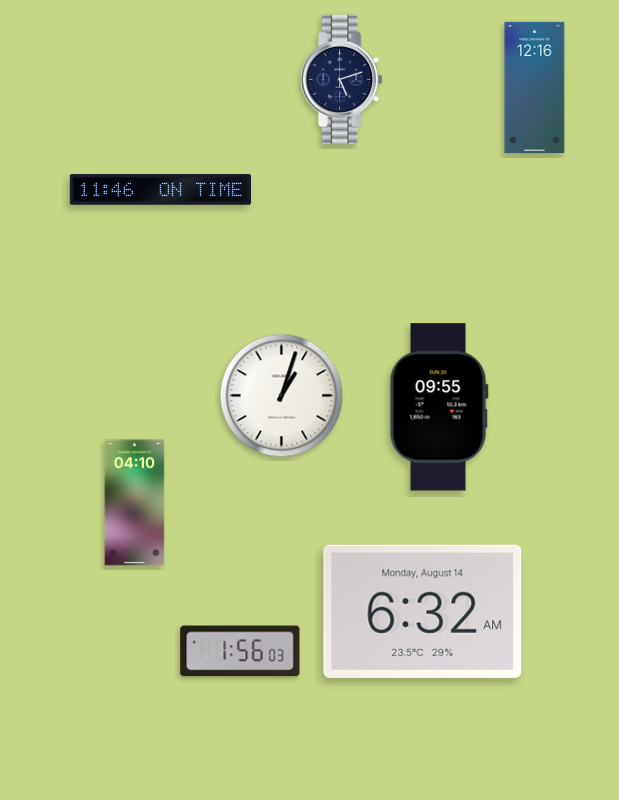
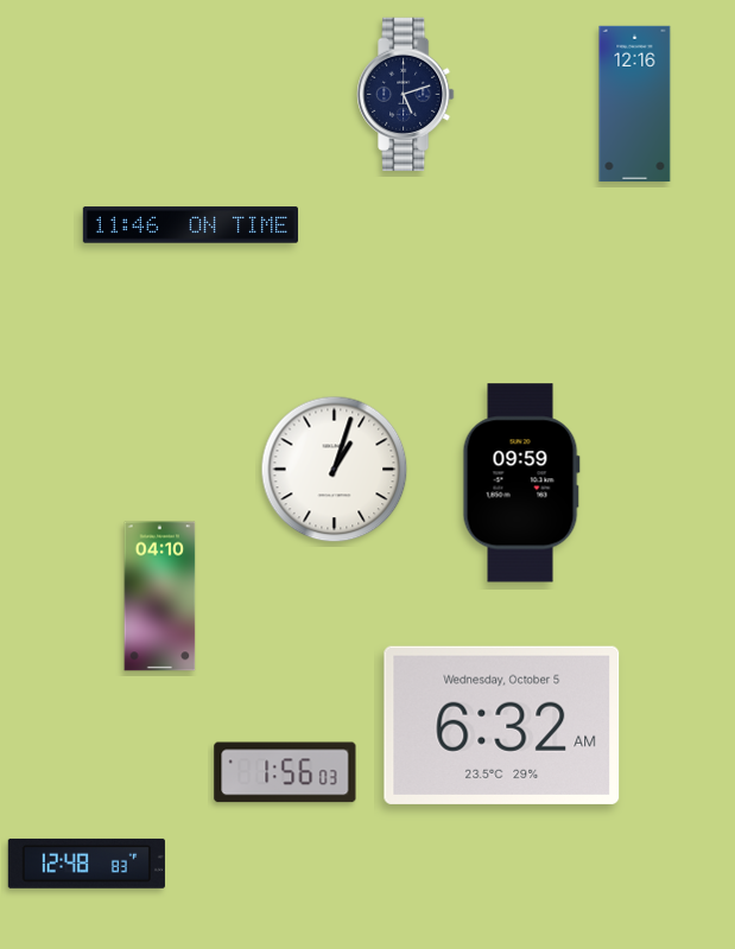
clock at (439, 407): 09:55 -> 09:59
clock at (423, 611) date: Monday, August 14 -> Wednesday, October 5
clock at (87, 864): none -> 12:48
